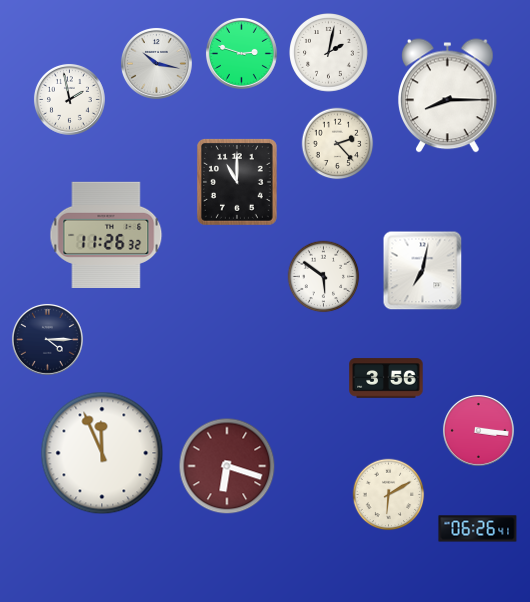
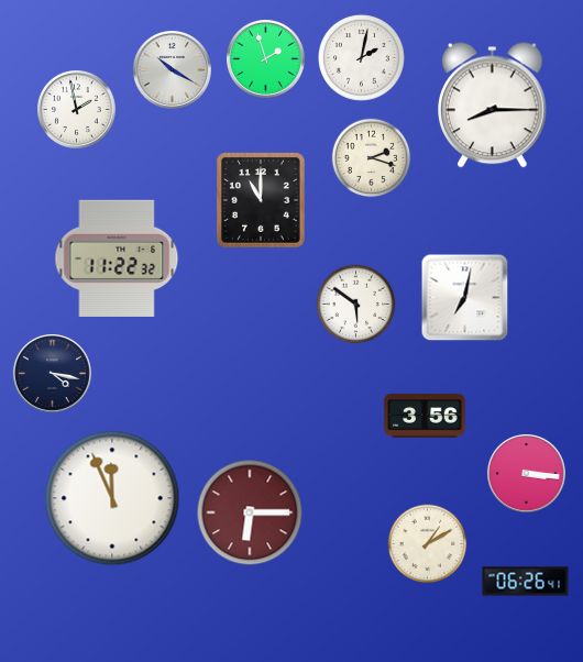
clock at (241, 53): 2:48 -> 1:57
clock at (156, 63): 10:17 -> 10:20
clock at (338, 144): 2:23 -> 2:18
clock at (106, 235): 11:26 -> 11:22
clock at (47, 339): 4:15 -> 4:17
clock at (227, 466): 6:18 -> 6:15
clock at (389, 495): 6:10 -> 1:10
